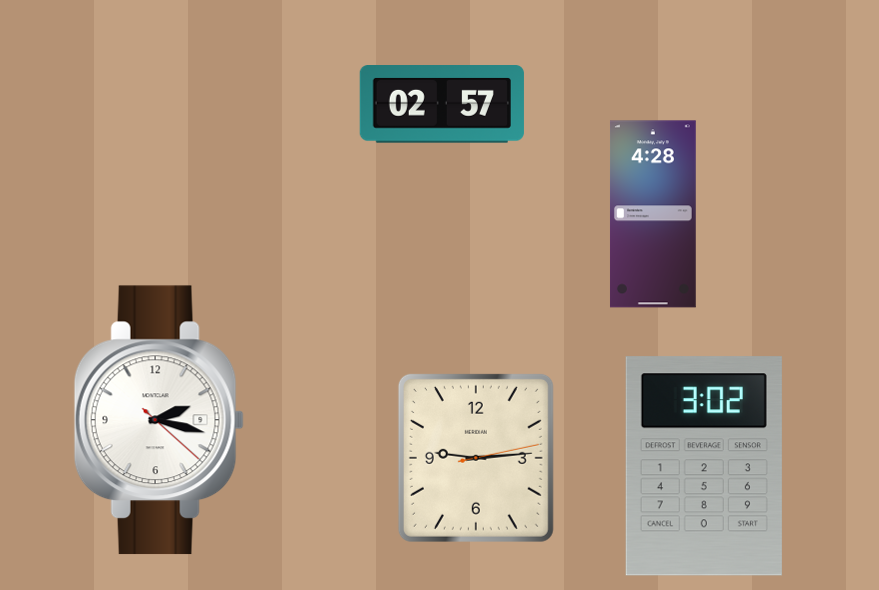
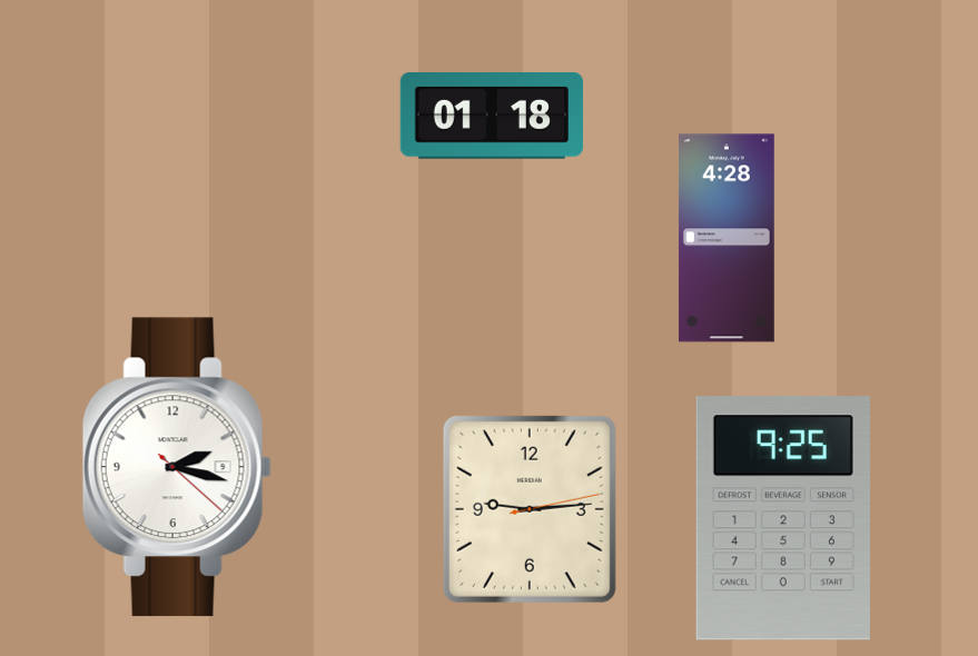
clock at (442, 105): 02:57 -> 01:18
clock at (704, 466): 3:02 -> 9:25
